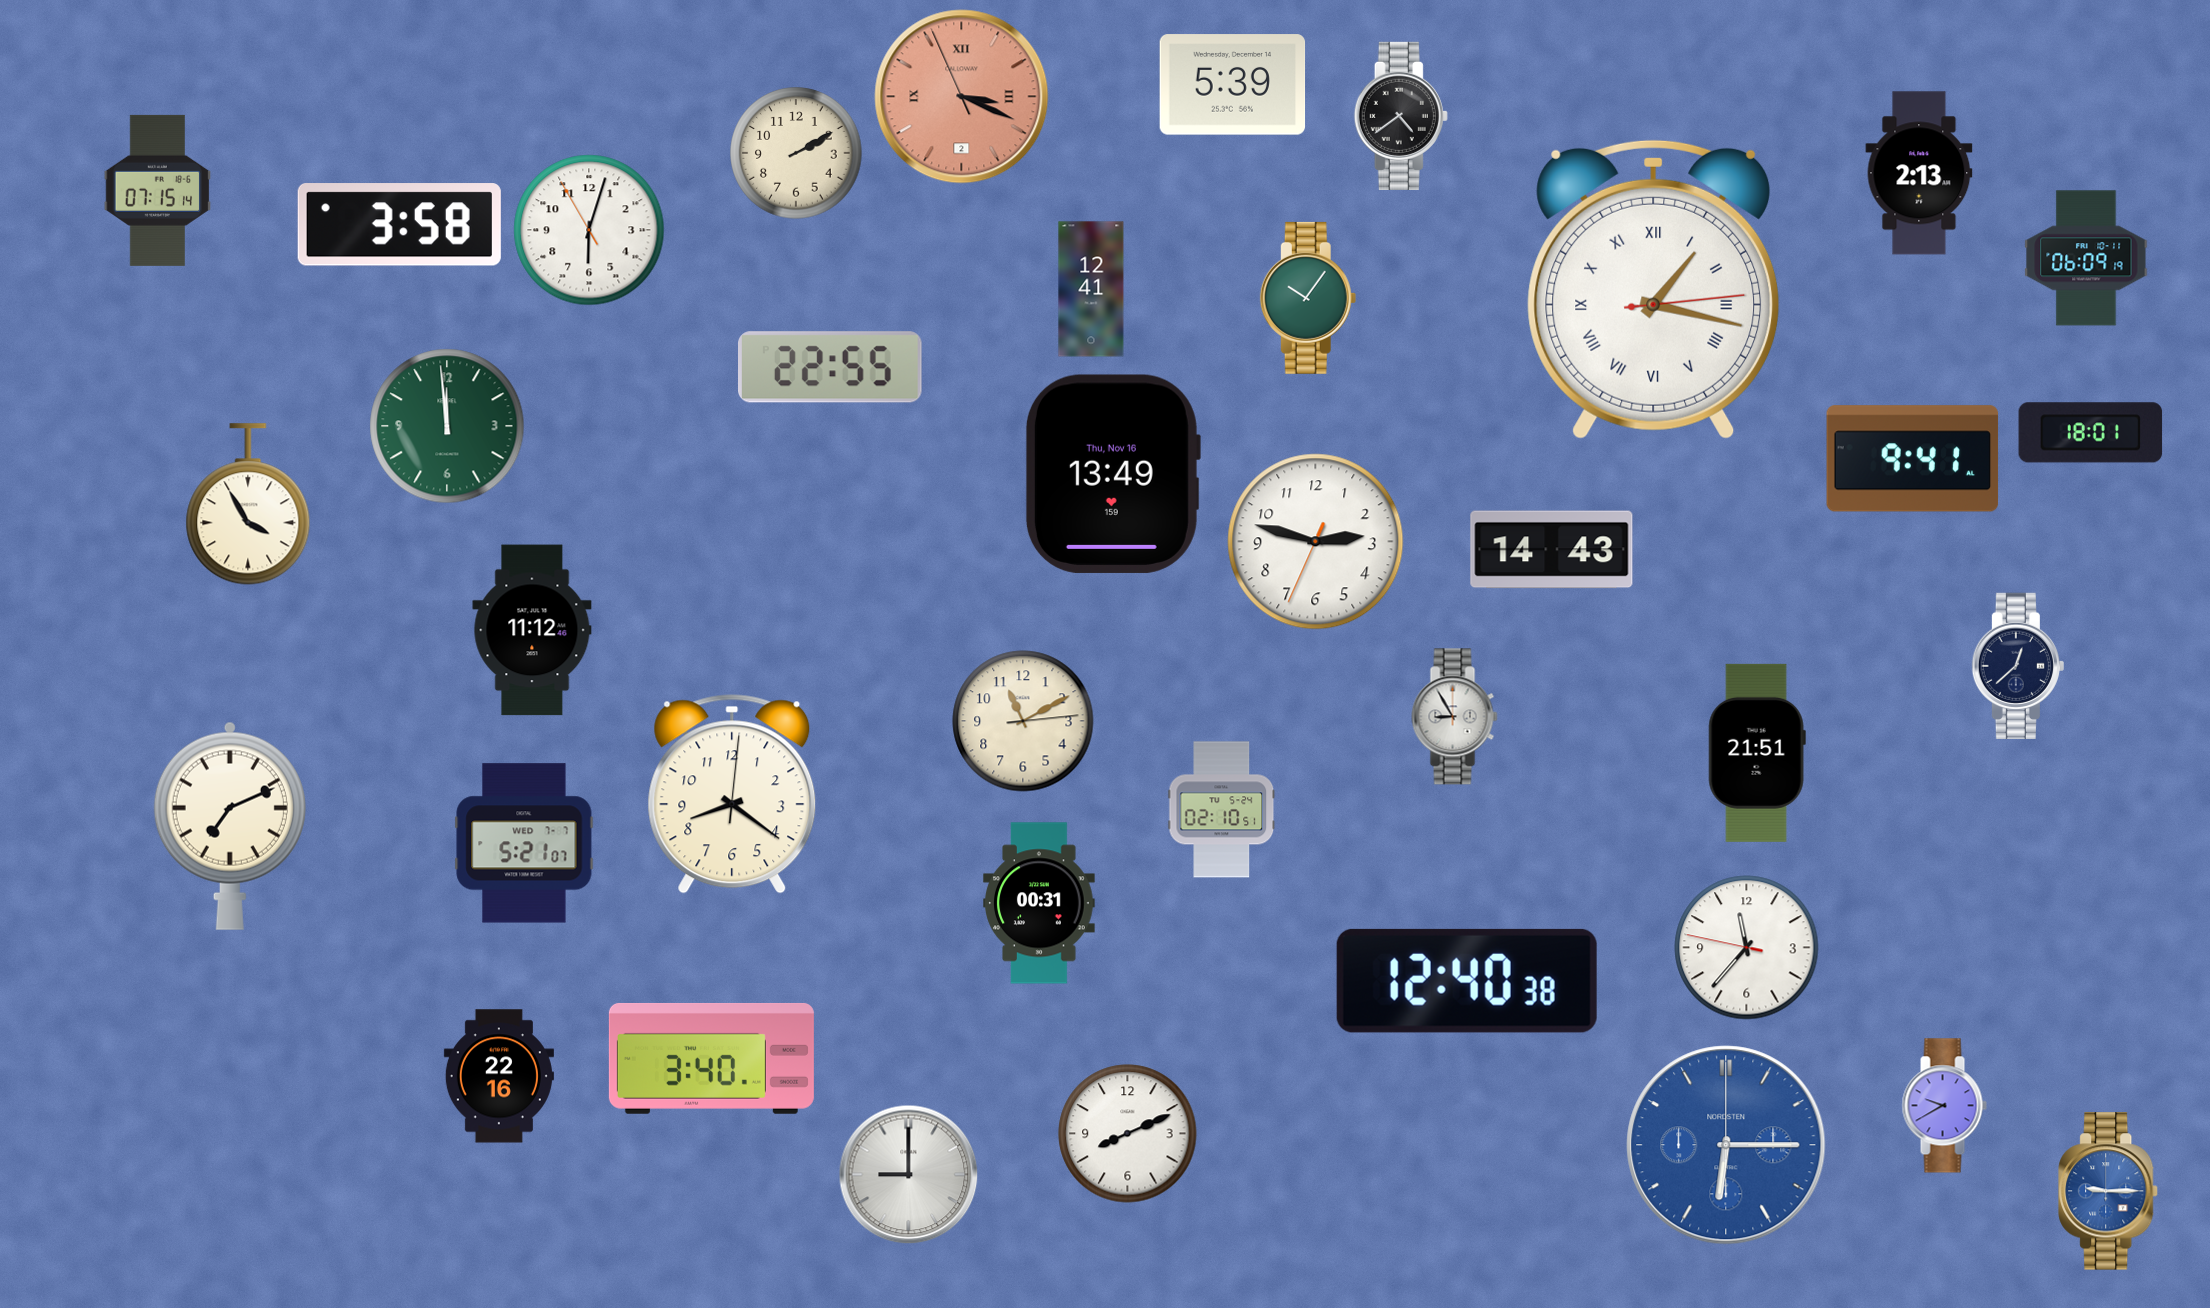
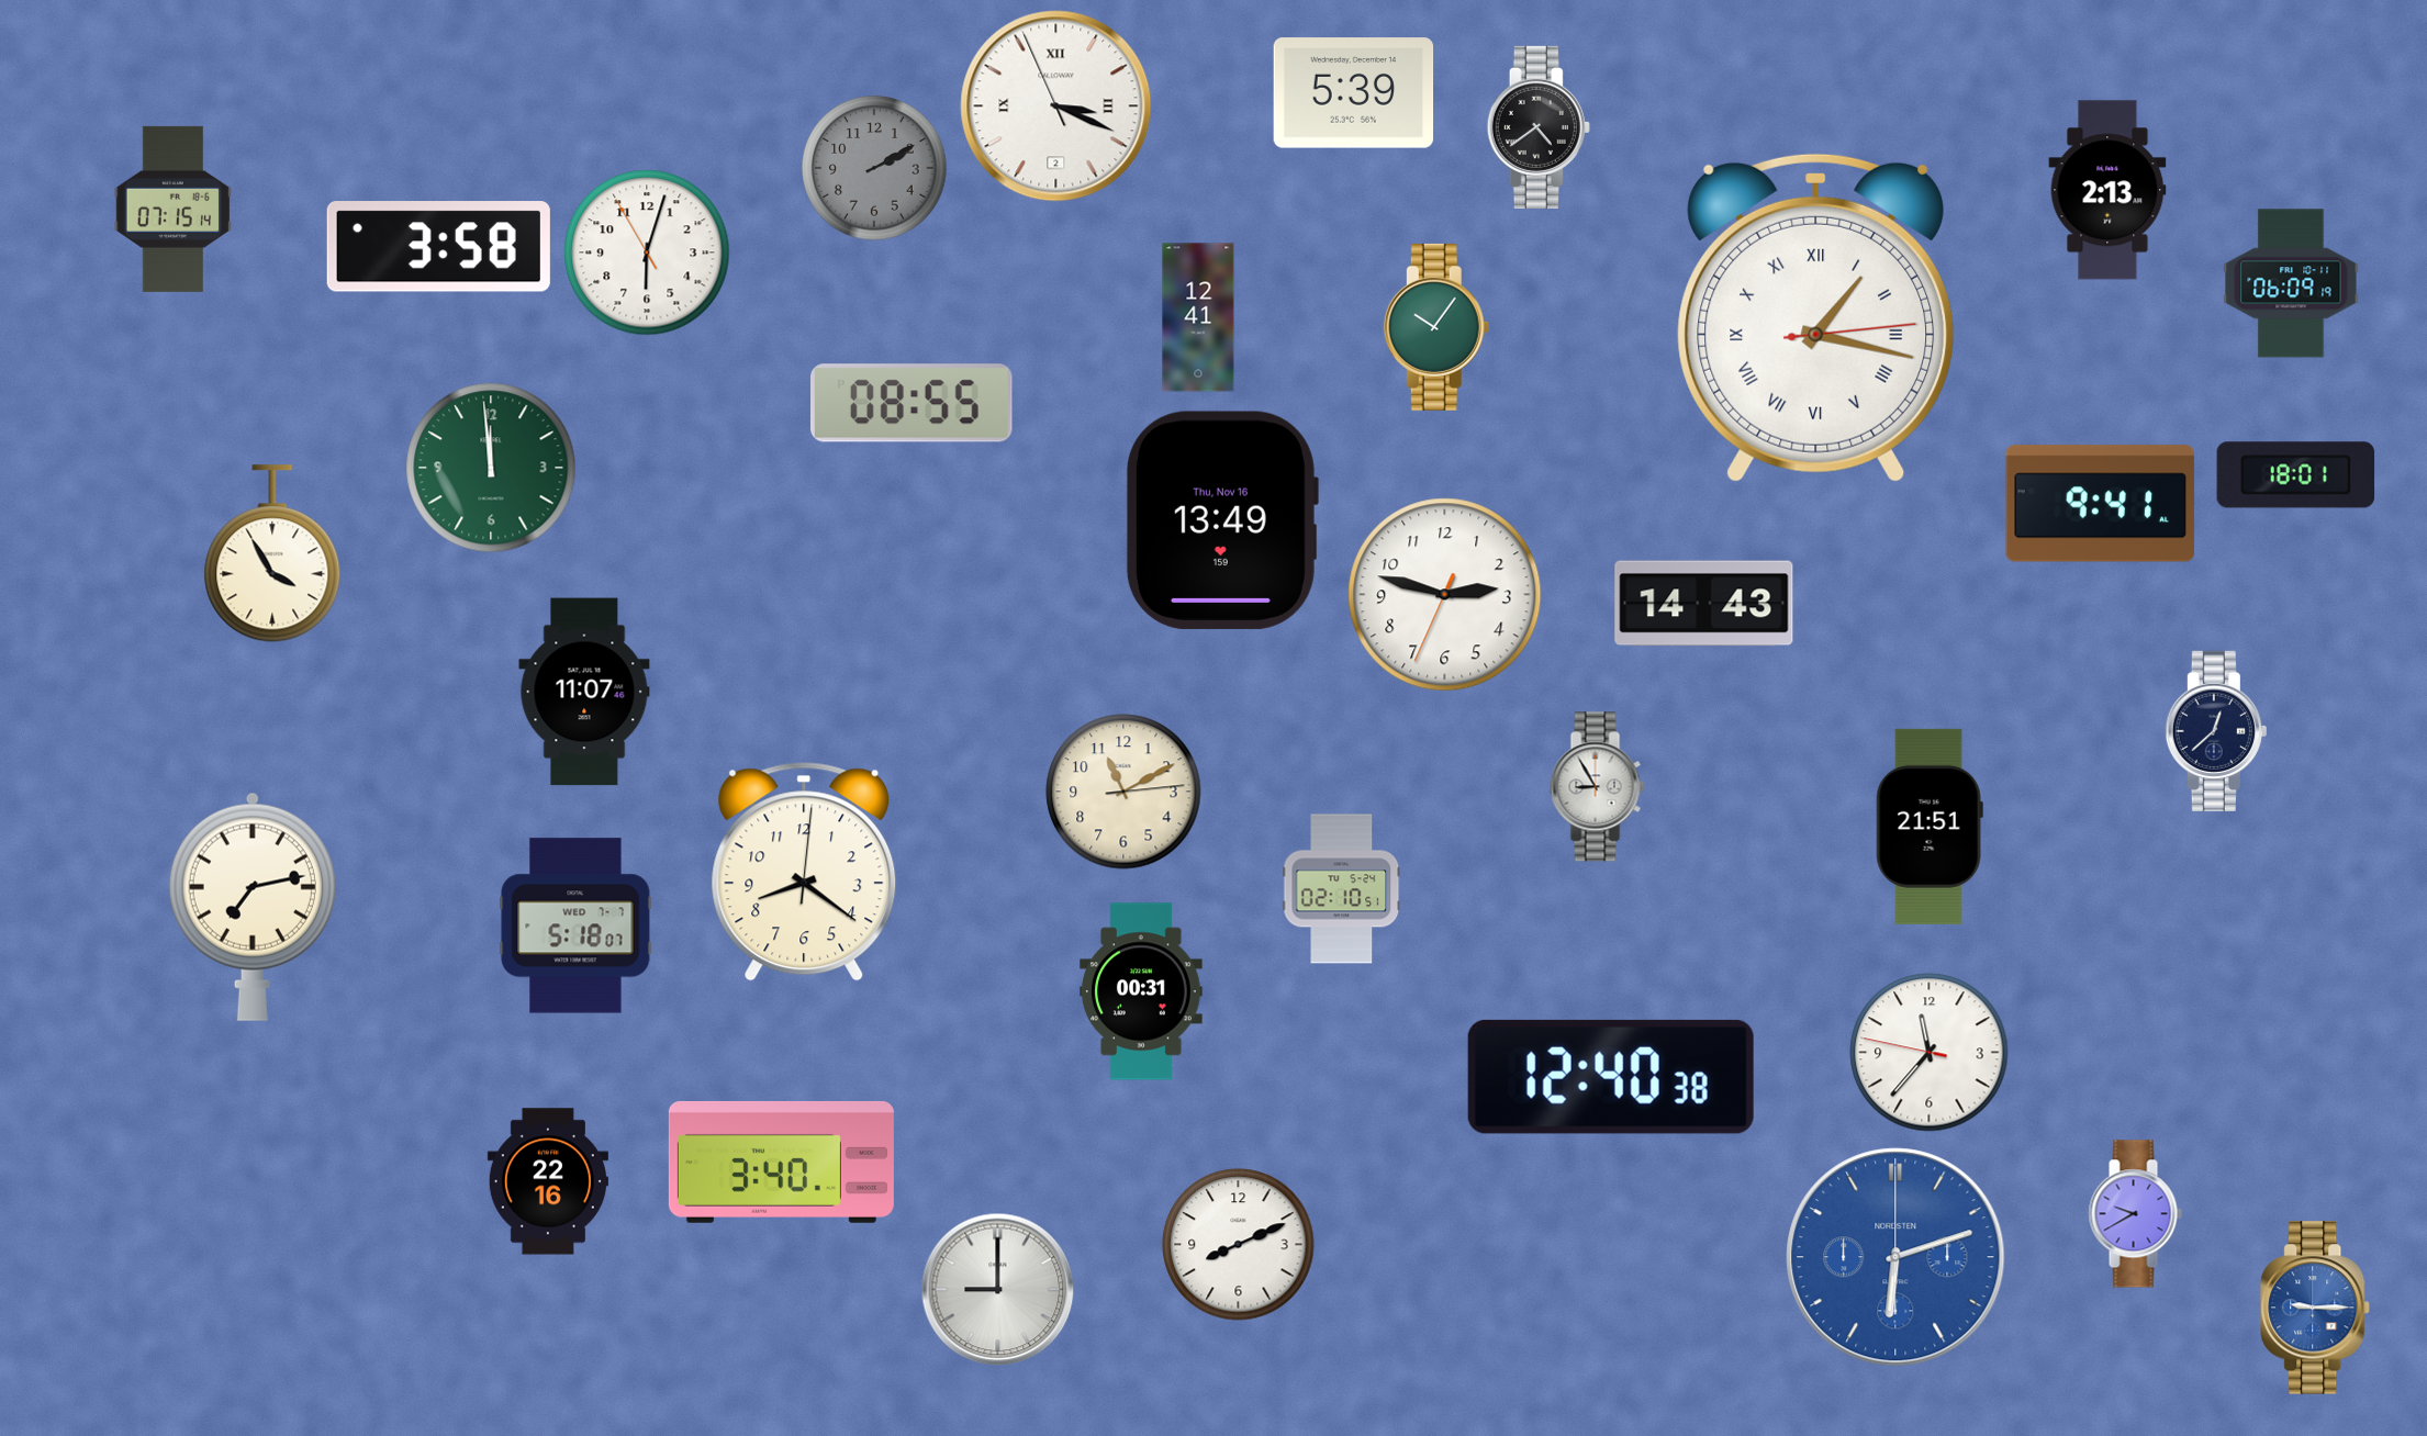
clock at (962, 97) dial: salmon -> white
clock at (796, 153) dial: cream -> grey
clock at (831, 367): 22:55 -> 08:55
clock at (532, 630): 11:12 -> 11:07
clock at (230, 826): 7:11 -> 7:13
clock at (524, 843): 5:21 -> 5:18
clock at (1747, 948) position: (1747, 948) -> (1930, 1053)
clock at (1726, 1145): 6:15 -> 6:12
